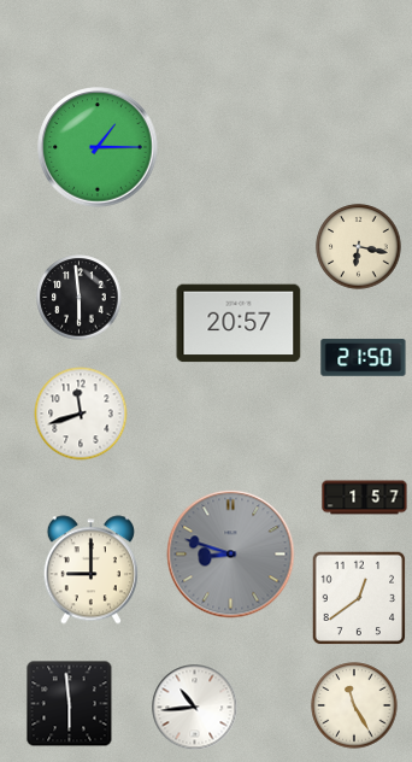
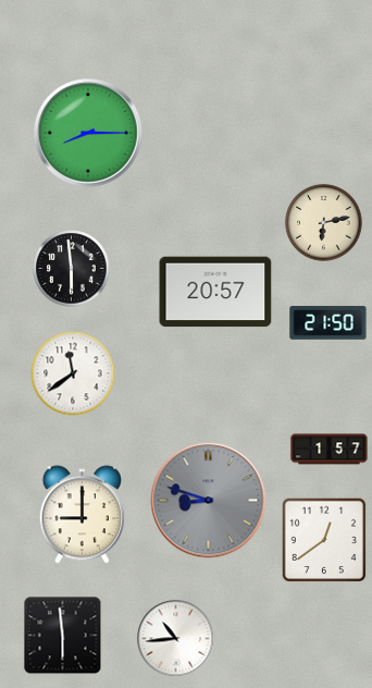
clock at (98, 147): 1:15 -> 8:15
clock at (359, 247): 6:17 -> 6:13
clock at (81, 414): 11:42 -> 11:39
clock at (354, 705): 11:25 -> none
